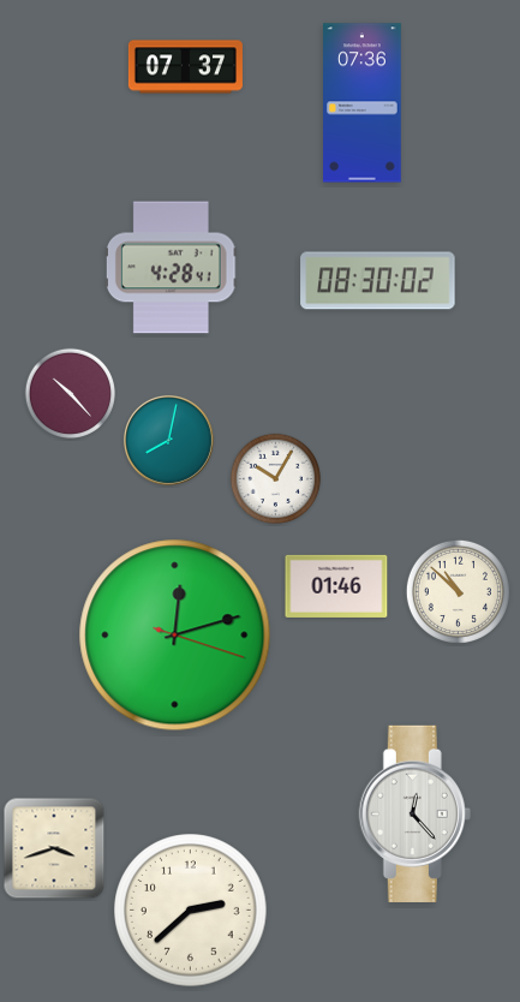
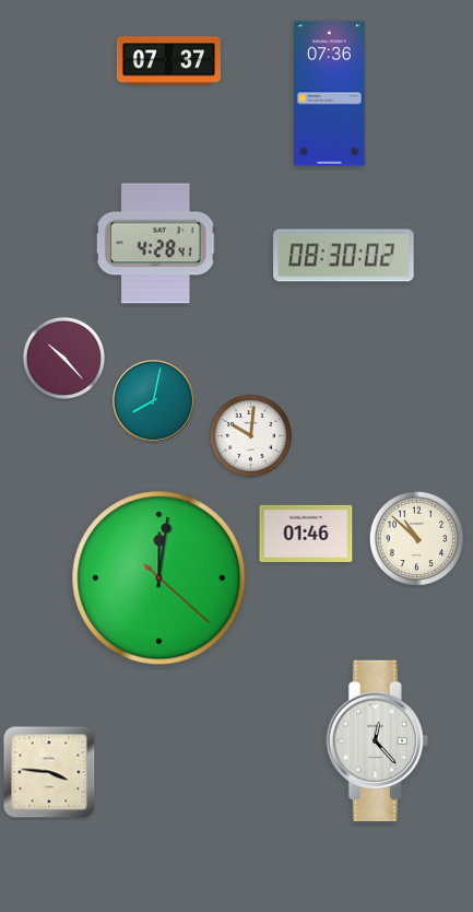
clock at (275, 478): 10:05 -> 10:01
clock at (175, 636): 12:12 -> 12:01
clock at (54, 848): 3:42 -> 3:46
clock at (191, 911): 2:38 -> none
